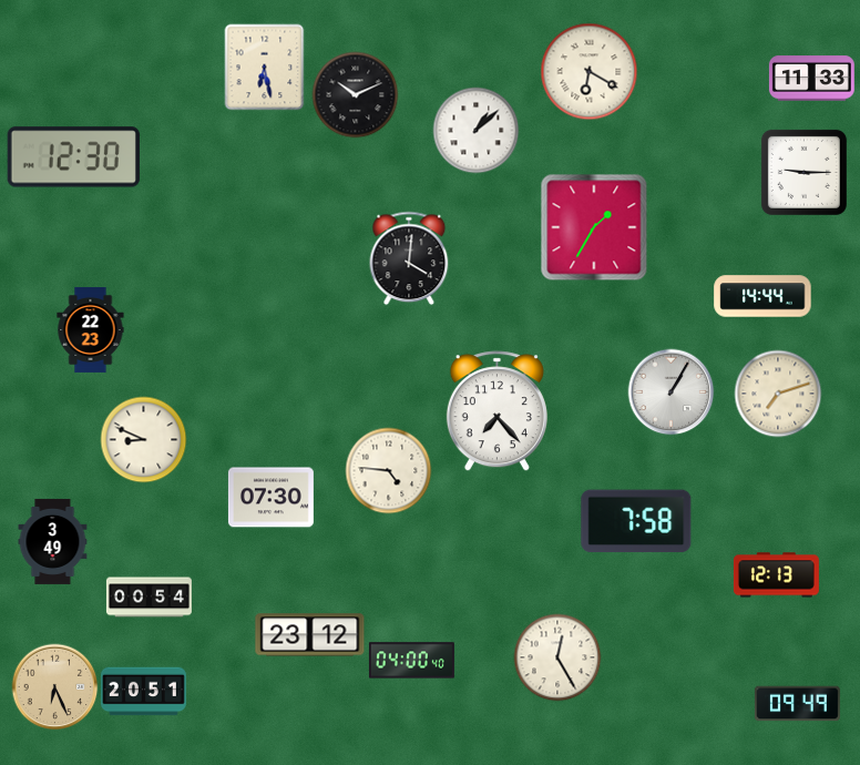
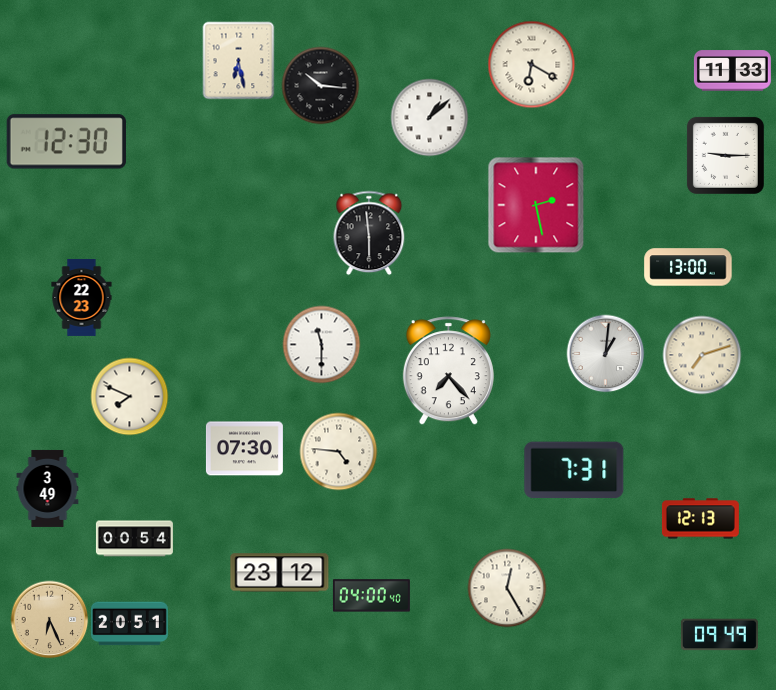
clock at (355, 94): 10:11 -> 10:16
clock at (594, 227): 1:35 -> 2:28
clock at (409, 258): 4:01 -> 5:59
clock at (762, 296): 14:44 -> 13:00
clock at (321, 344): none -> 11:30
clock at (670, 391): 1:05 -> 1:01
clock at (143, 439): 8:49 -> 7:49
clock at (388, 470) position: (388, 470) -> (338, 451)
clock at (636, 521): 7:58 -> 7:31
clock at (557, 657) position: (557, 657) -> (507, 588)
